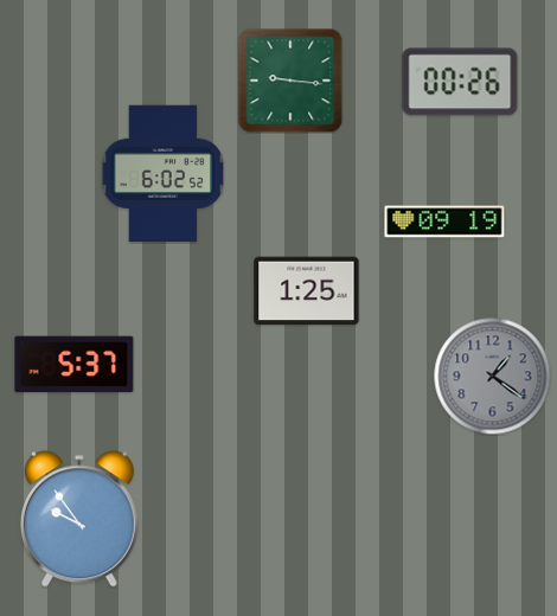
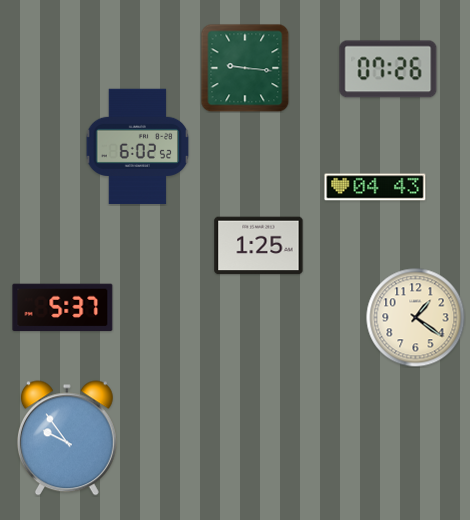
clock at (460, 82): 00:26 -> 07:26
clock at (444, 222): 09:19 -> 04:43
clock at (493, 377) dial: grey -> cream
